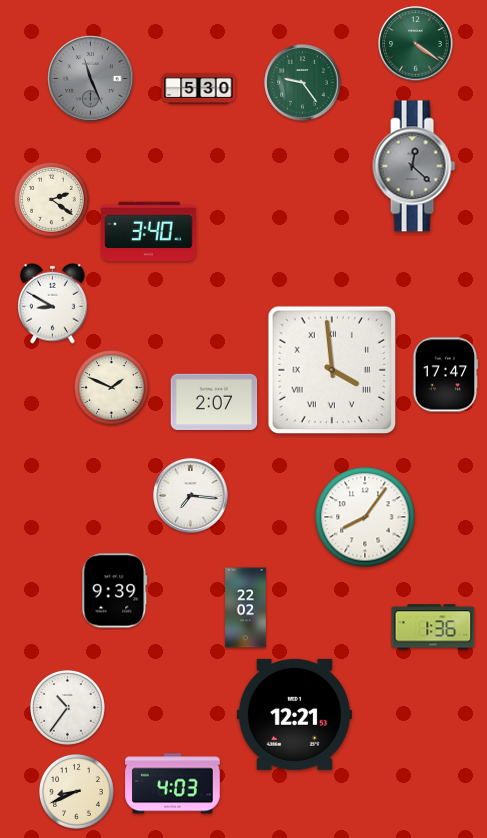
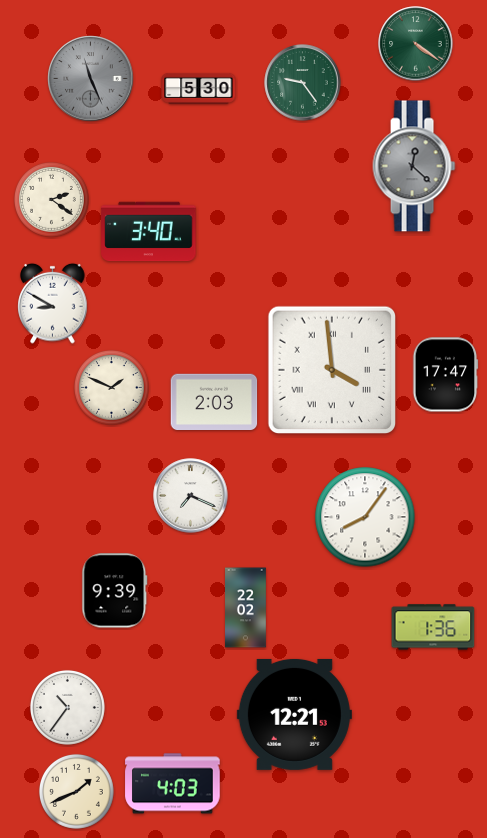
clock at (214, 402): 2:07 -> 2:03
clock at (191, 496): 7:16 -> 7:19
clock at (76, 791): 8:41 -> 1:41
